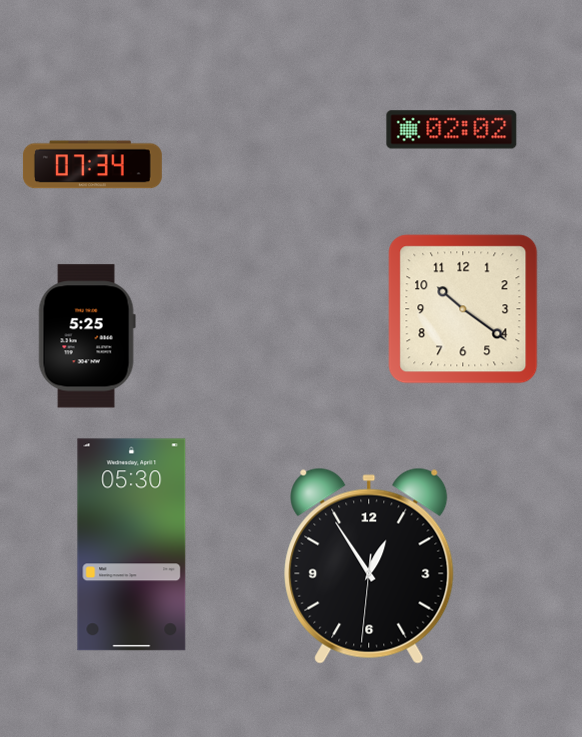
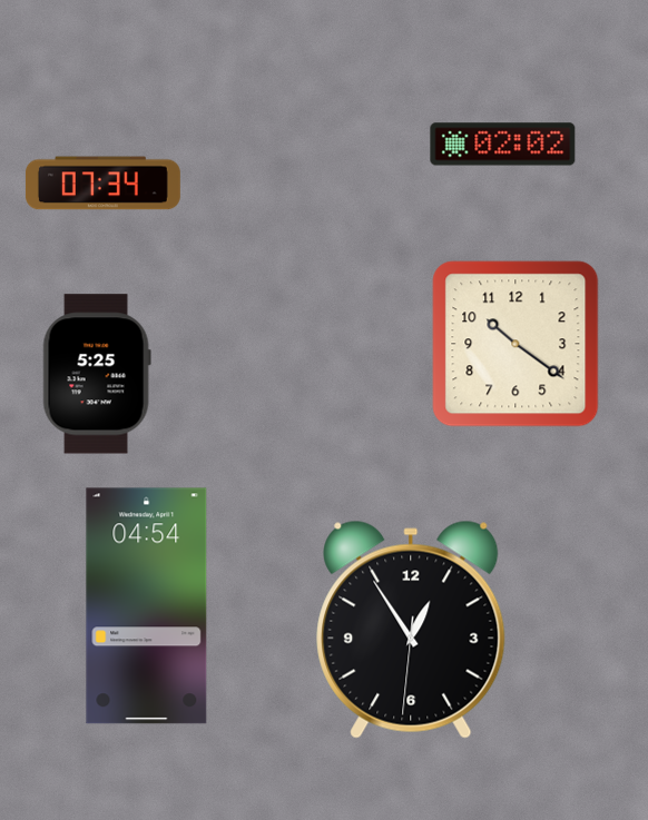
clock at (132, 545): 05:30 -> 04:54
